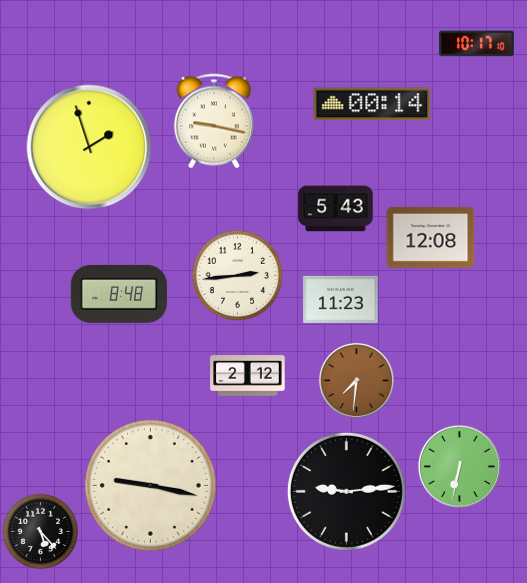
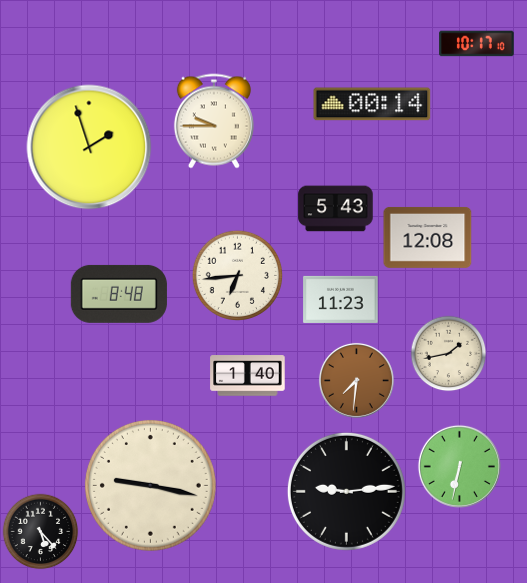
clock at (214, 121): 9:17 -> 9:45
clock at (431, 237) position: (431, 237) -> (428, 237)
clock at (237, 275): 2:44 -> 6:44
clock at (449, 354): none -> 1:43
clock at (248, 376): 2:12 -> 1:40
